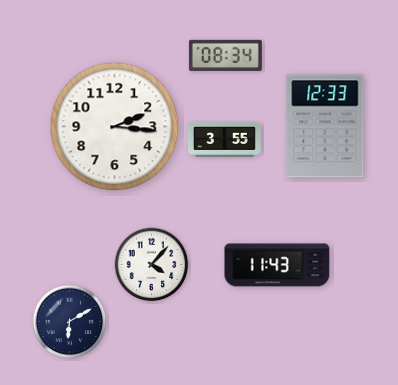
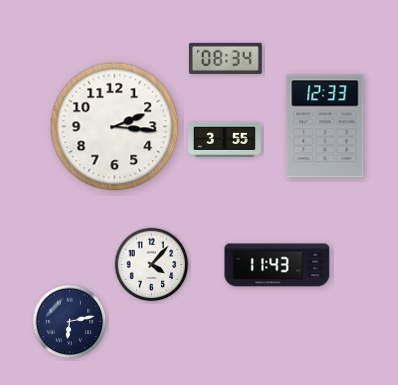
clock at (225, 55) position: (225, 55) -> (225, 58)
clock at (70, 322): 6:10 -> 6:13
